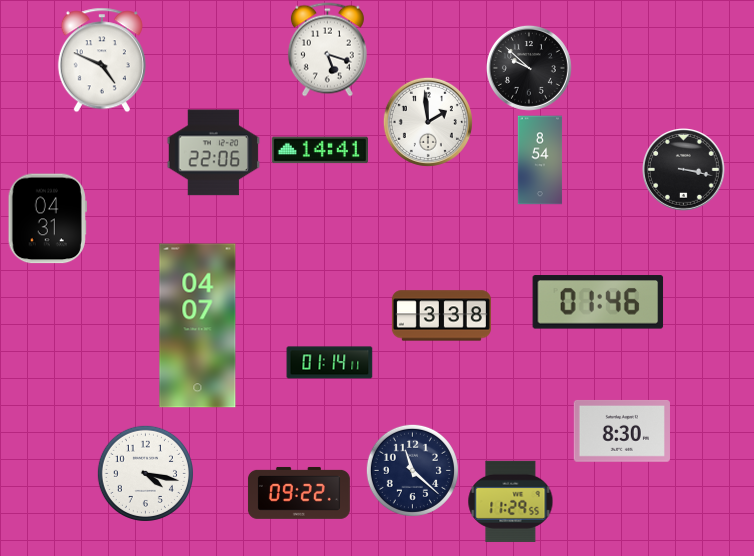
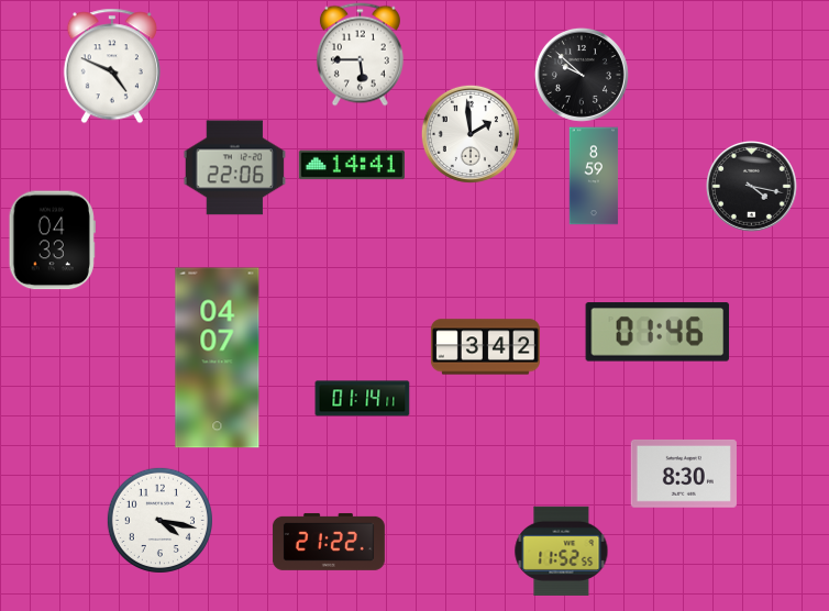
clock at (327, 50): 5:18 -> 5:45
clock at (540, 160): 8:54 -> 8:59
clock at (684, 170): 3:17 -> 4:17
clock at (47, 219): 04:31 -> 04:33
clock at (441, 316): 3:38 -> 3:42
clock at (412, 470): 11:22 -> none
clock at (299, 493): 09:22 -> 21:22
clock at (511, 501): 11:29 -> 11:52
